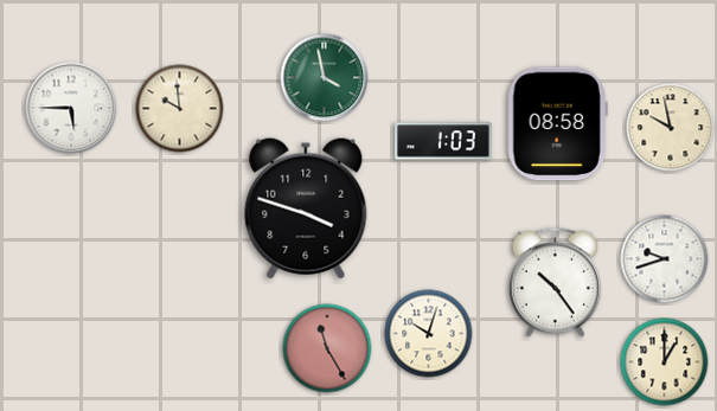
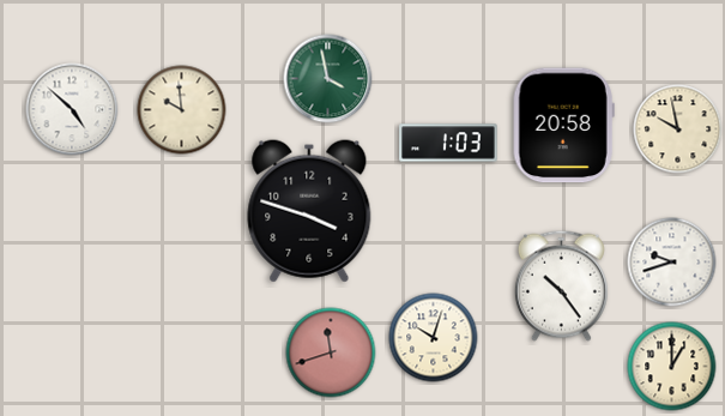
clock at (71, 108): 5:45 -> 4:52
clock at (557, 124): 08:58 -> 20:58
clock at (327, 348): 11:25 -> 11:42
